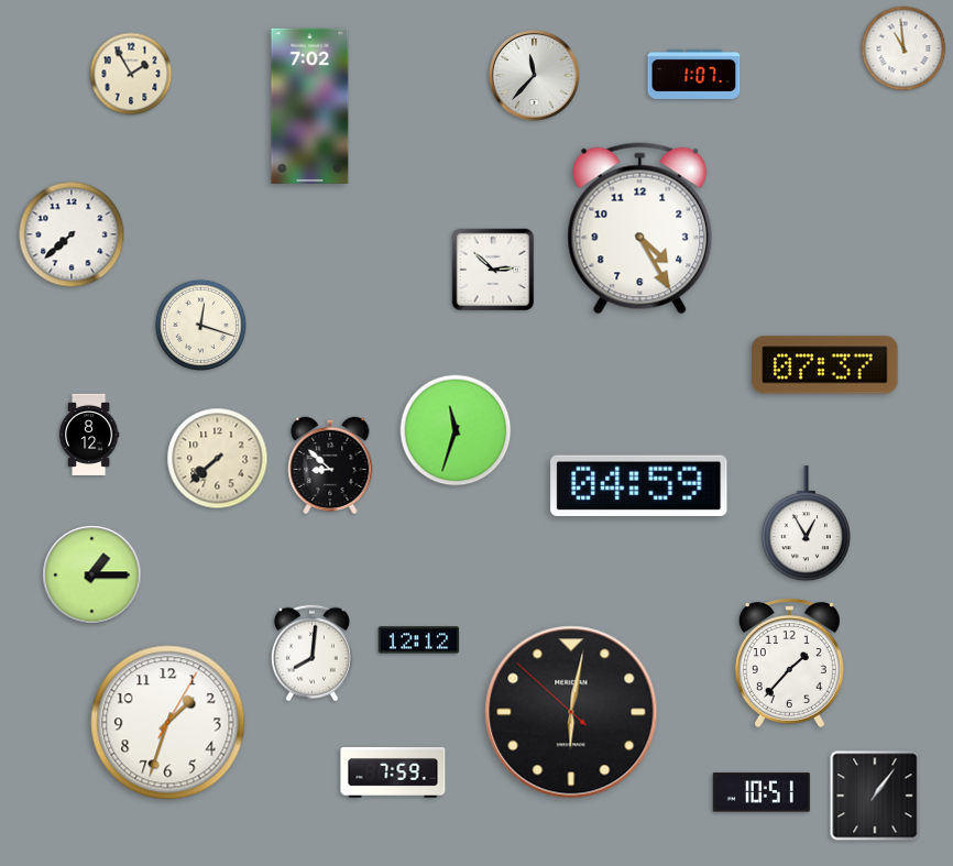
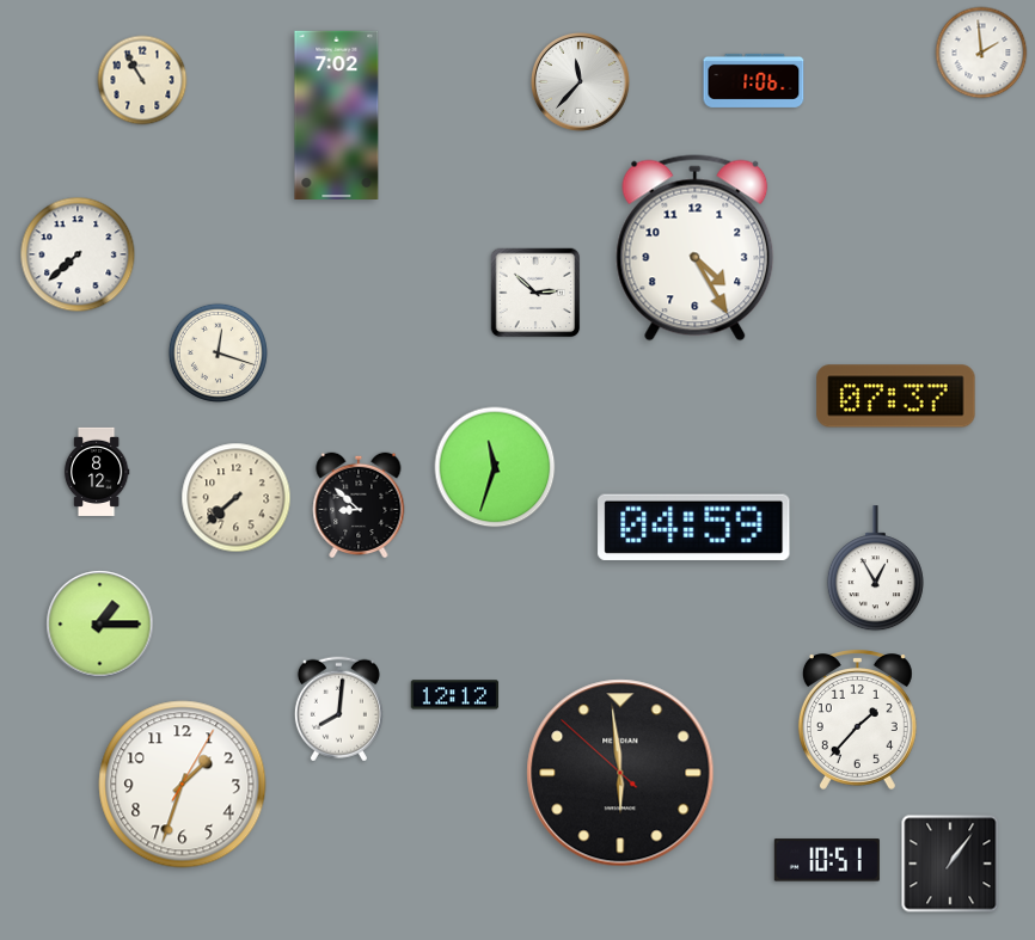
clock at (903, 48): 10:59 -> 1:59
clock at (131, 74): 1:55 -> 10:55
clock at (694, 74): 1:07 -> 1:06
clock at (571, 712): 6:01 -> 5:58
clock at (393, 774): 7:59 -> none
